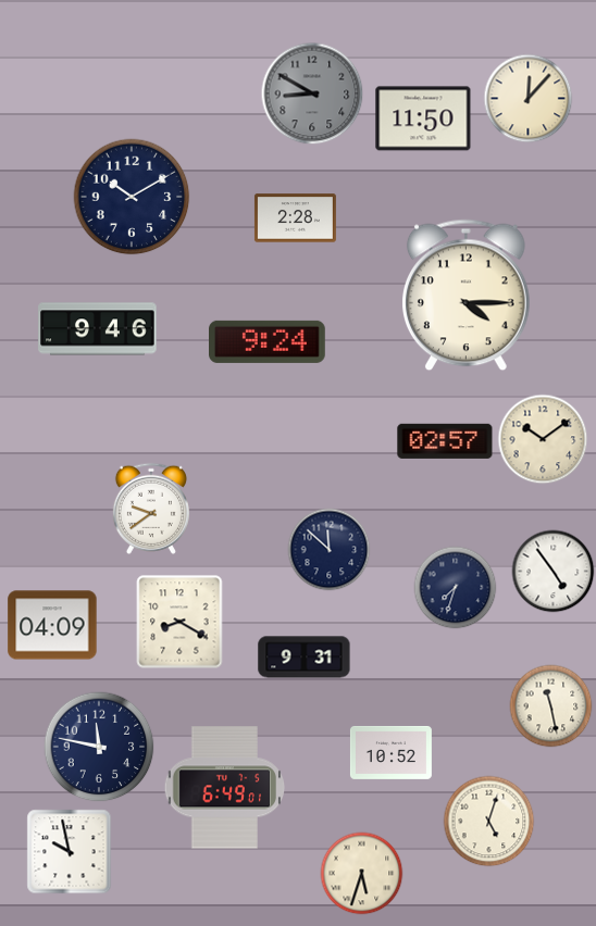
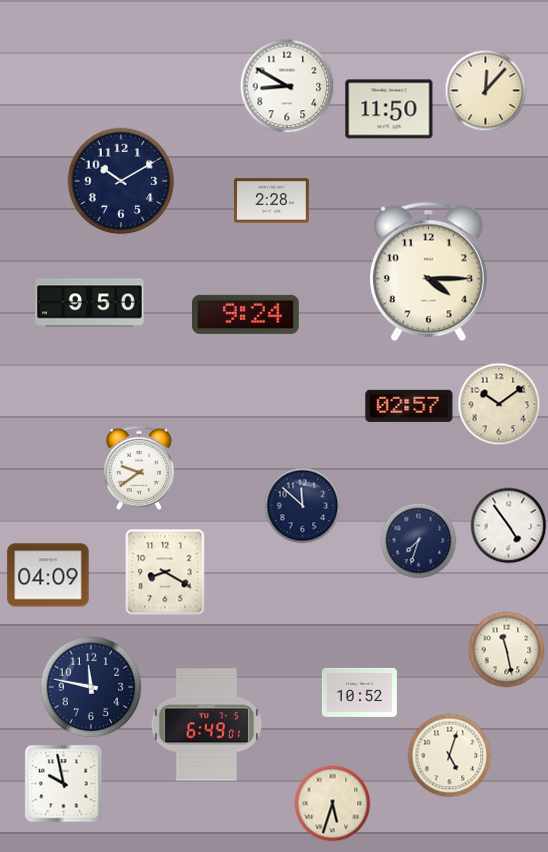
clock at (312, 93) dial: grey -> white
clock at (98, 329): 9:46 -> 9:50
clock at (305, 658): 9:31 -> none
